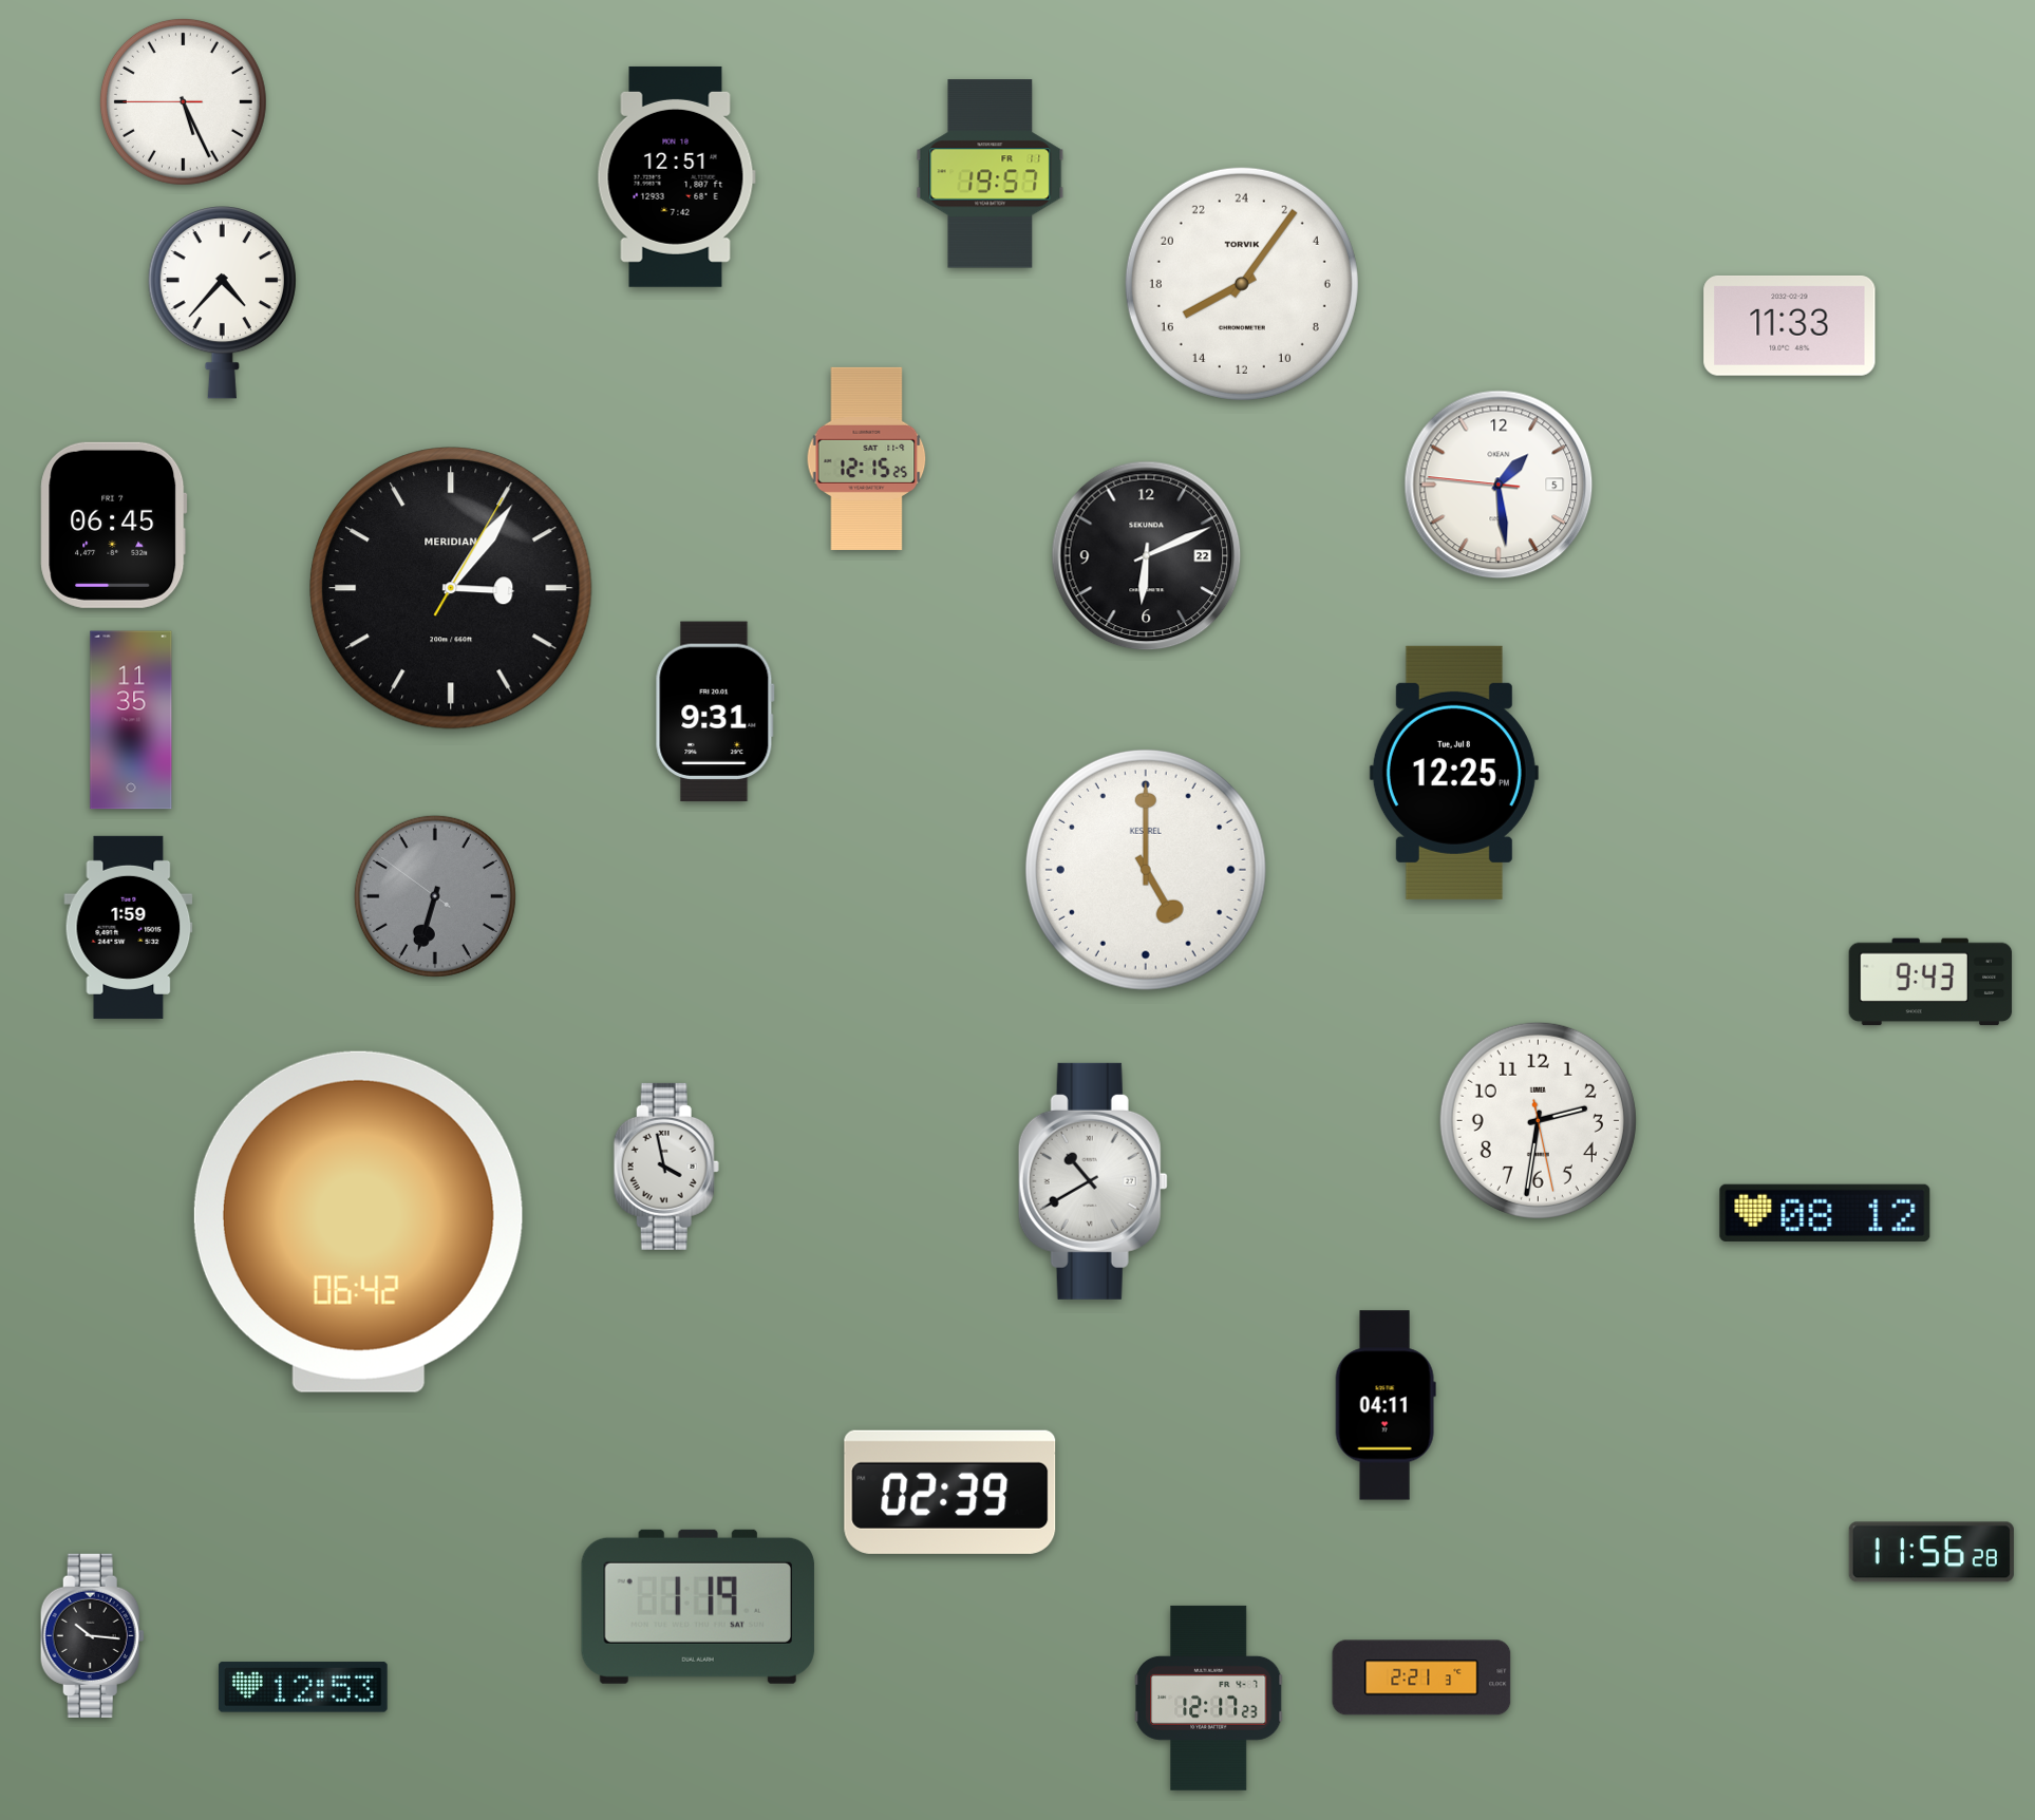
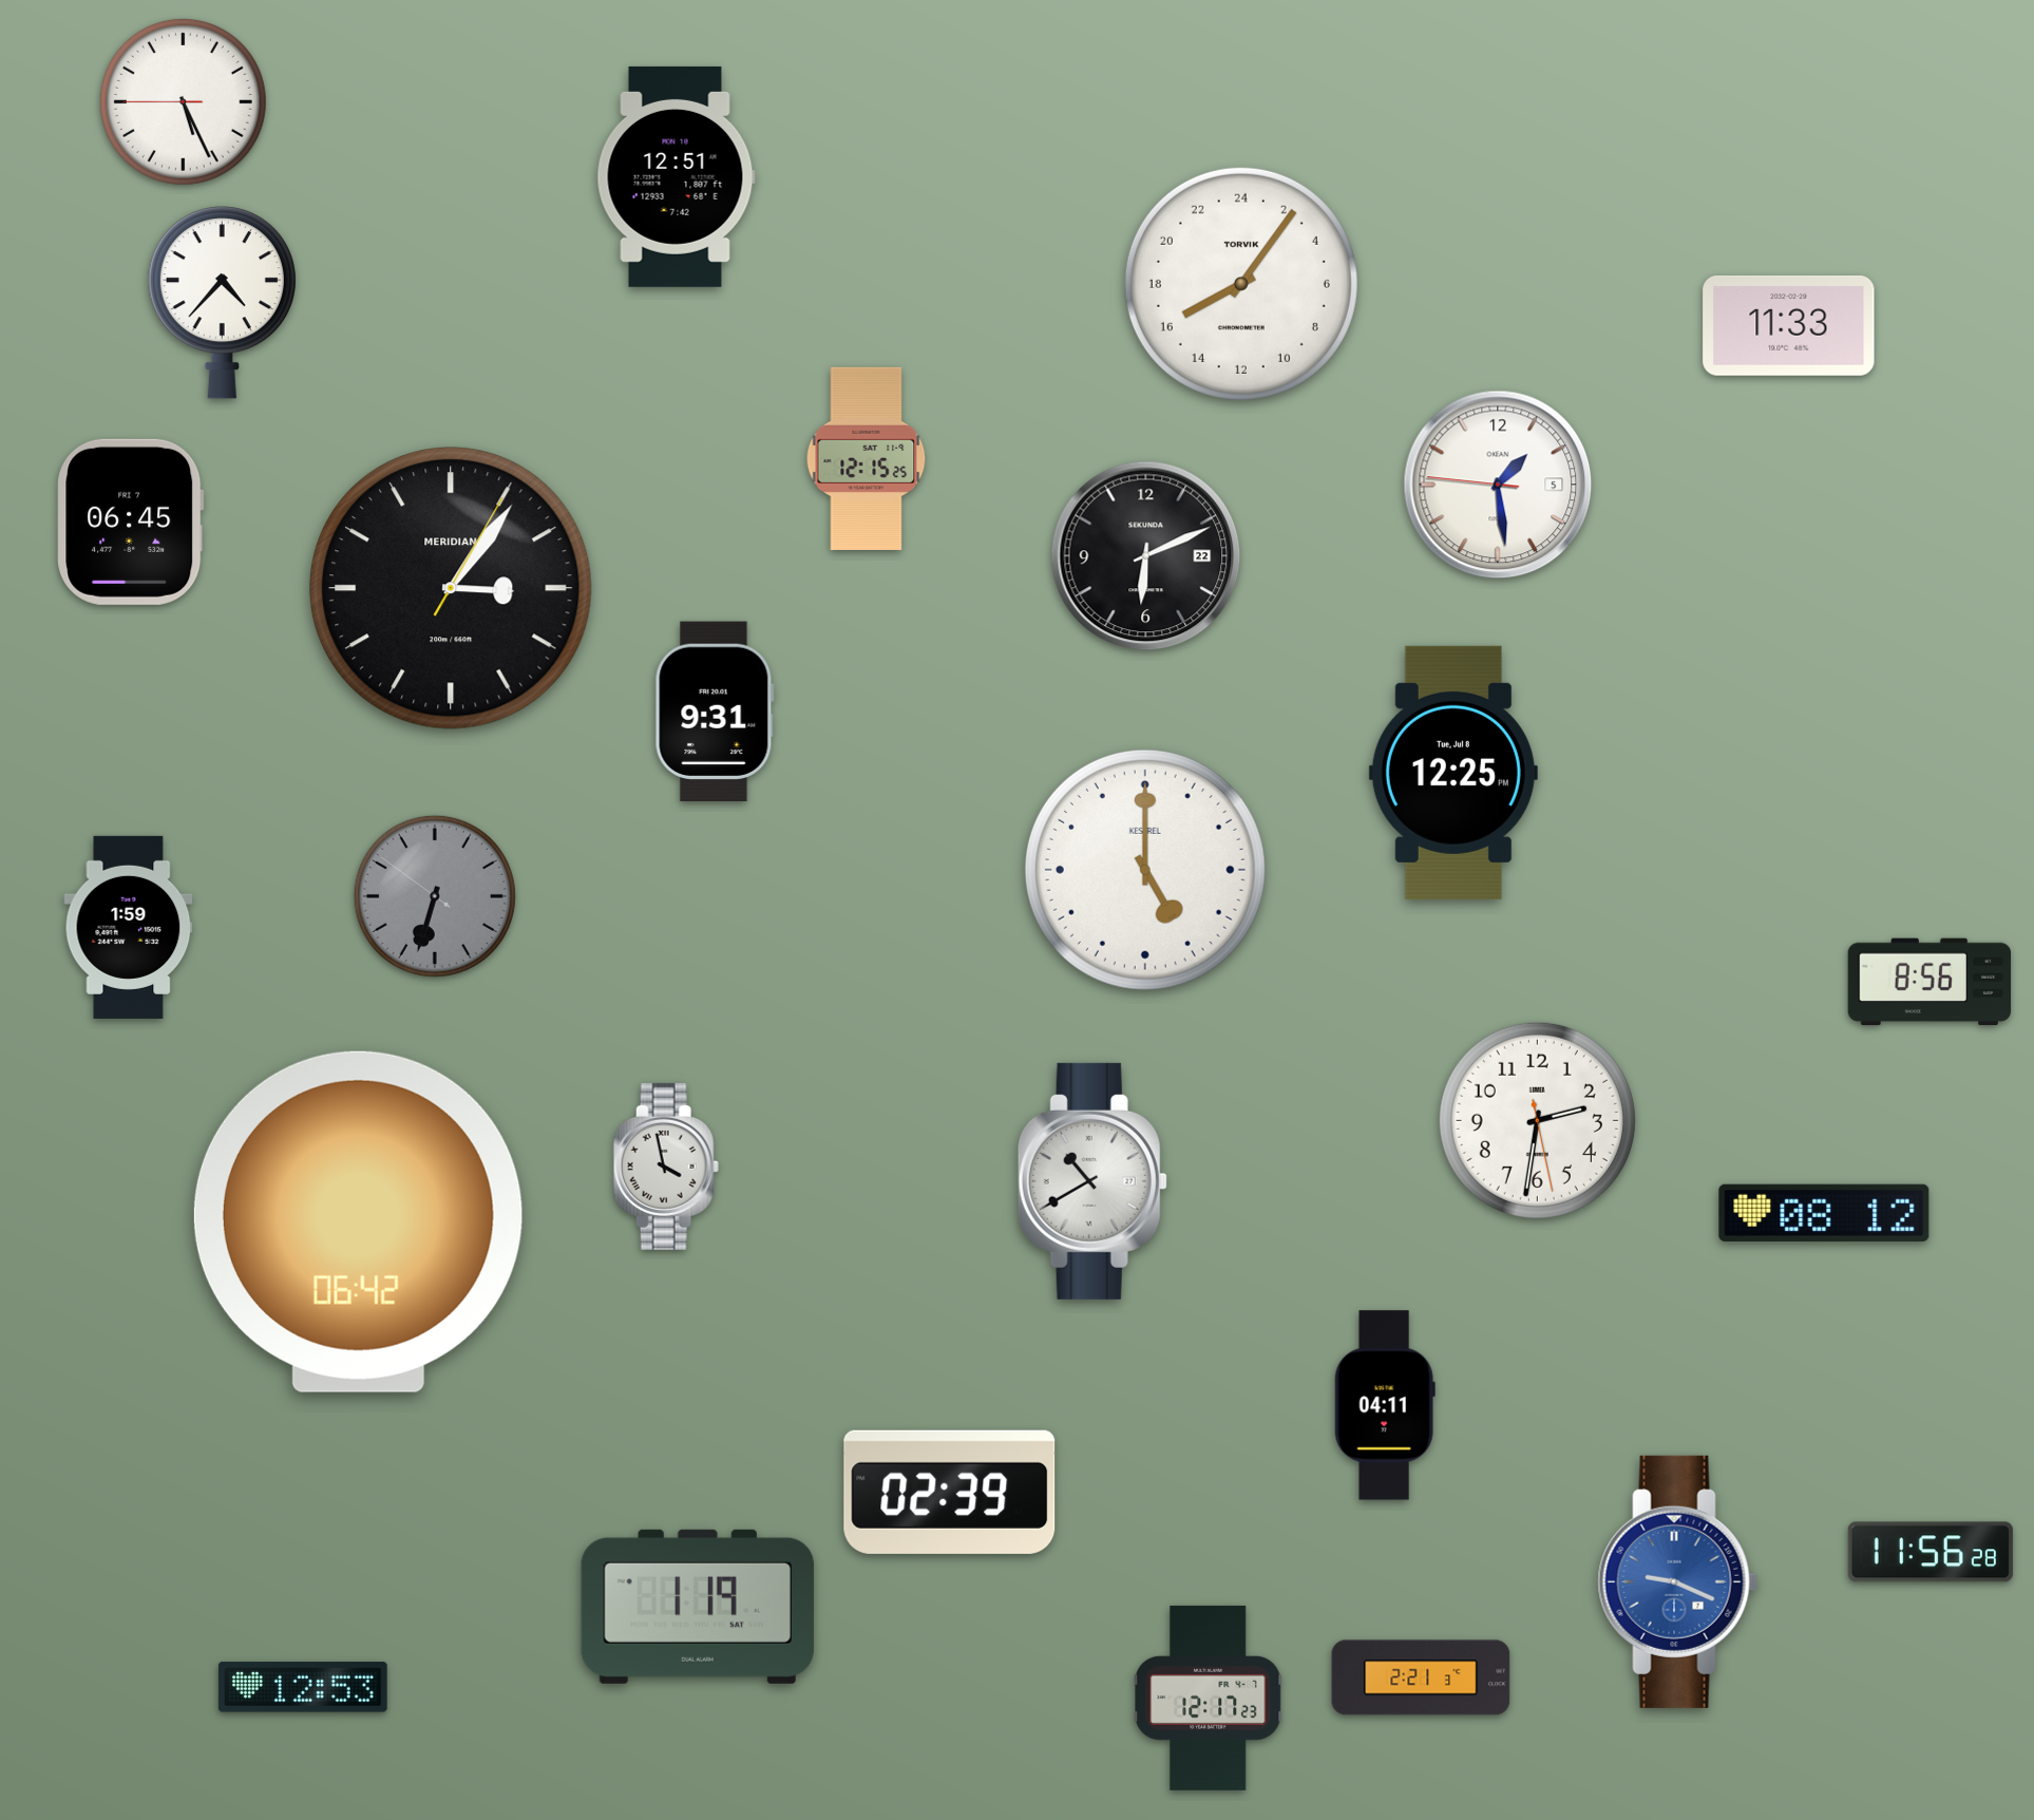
clock at (991, 174): 19:57 -> none
clock at (114, 525) position: (114, 525) -> (131, 522)
clock at (131, 720): 11:35 -> none
clock at (1930, 982): 9:43 -> 8:56
clock at (1677, 1581): none -> 9:19
clock at (92, 1635): 10:16 -> none
